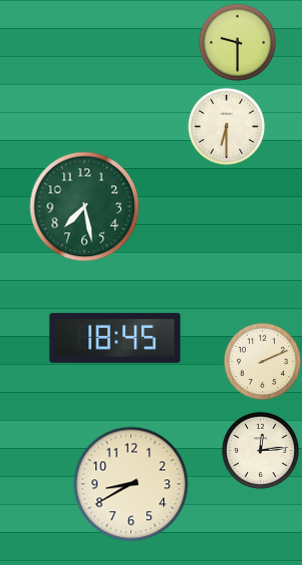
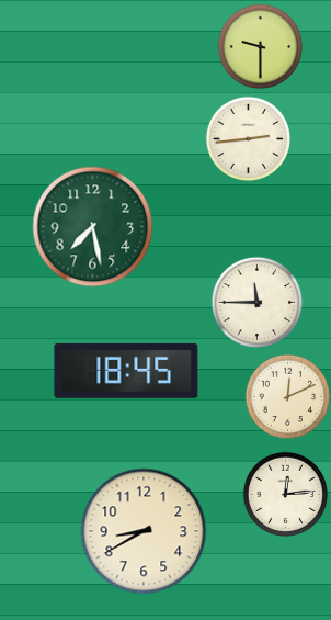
clock at (226, 126): 6:30 -> 2:44
clock at (256, 302): none -> 11:45
clock at (262, 361): 2:11 -> 12:11
